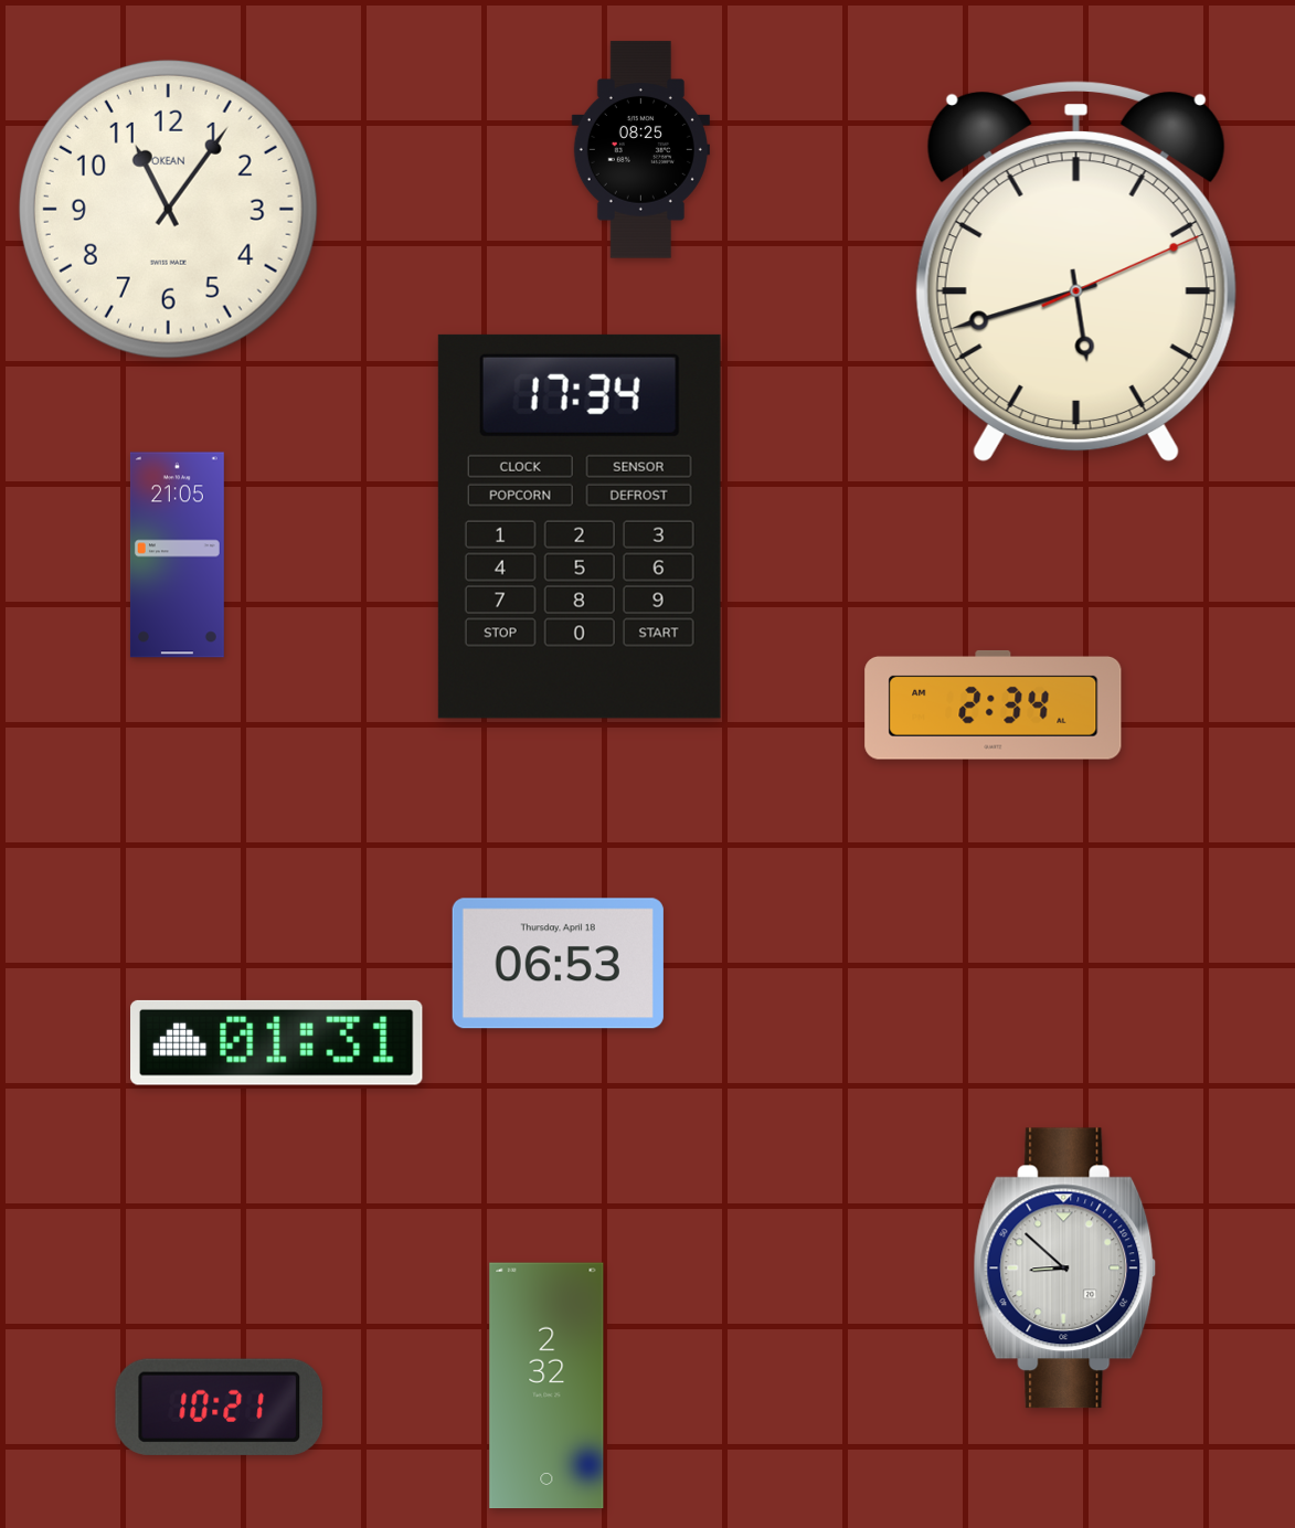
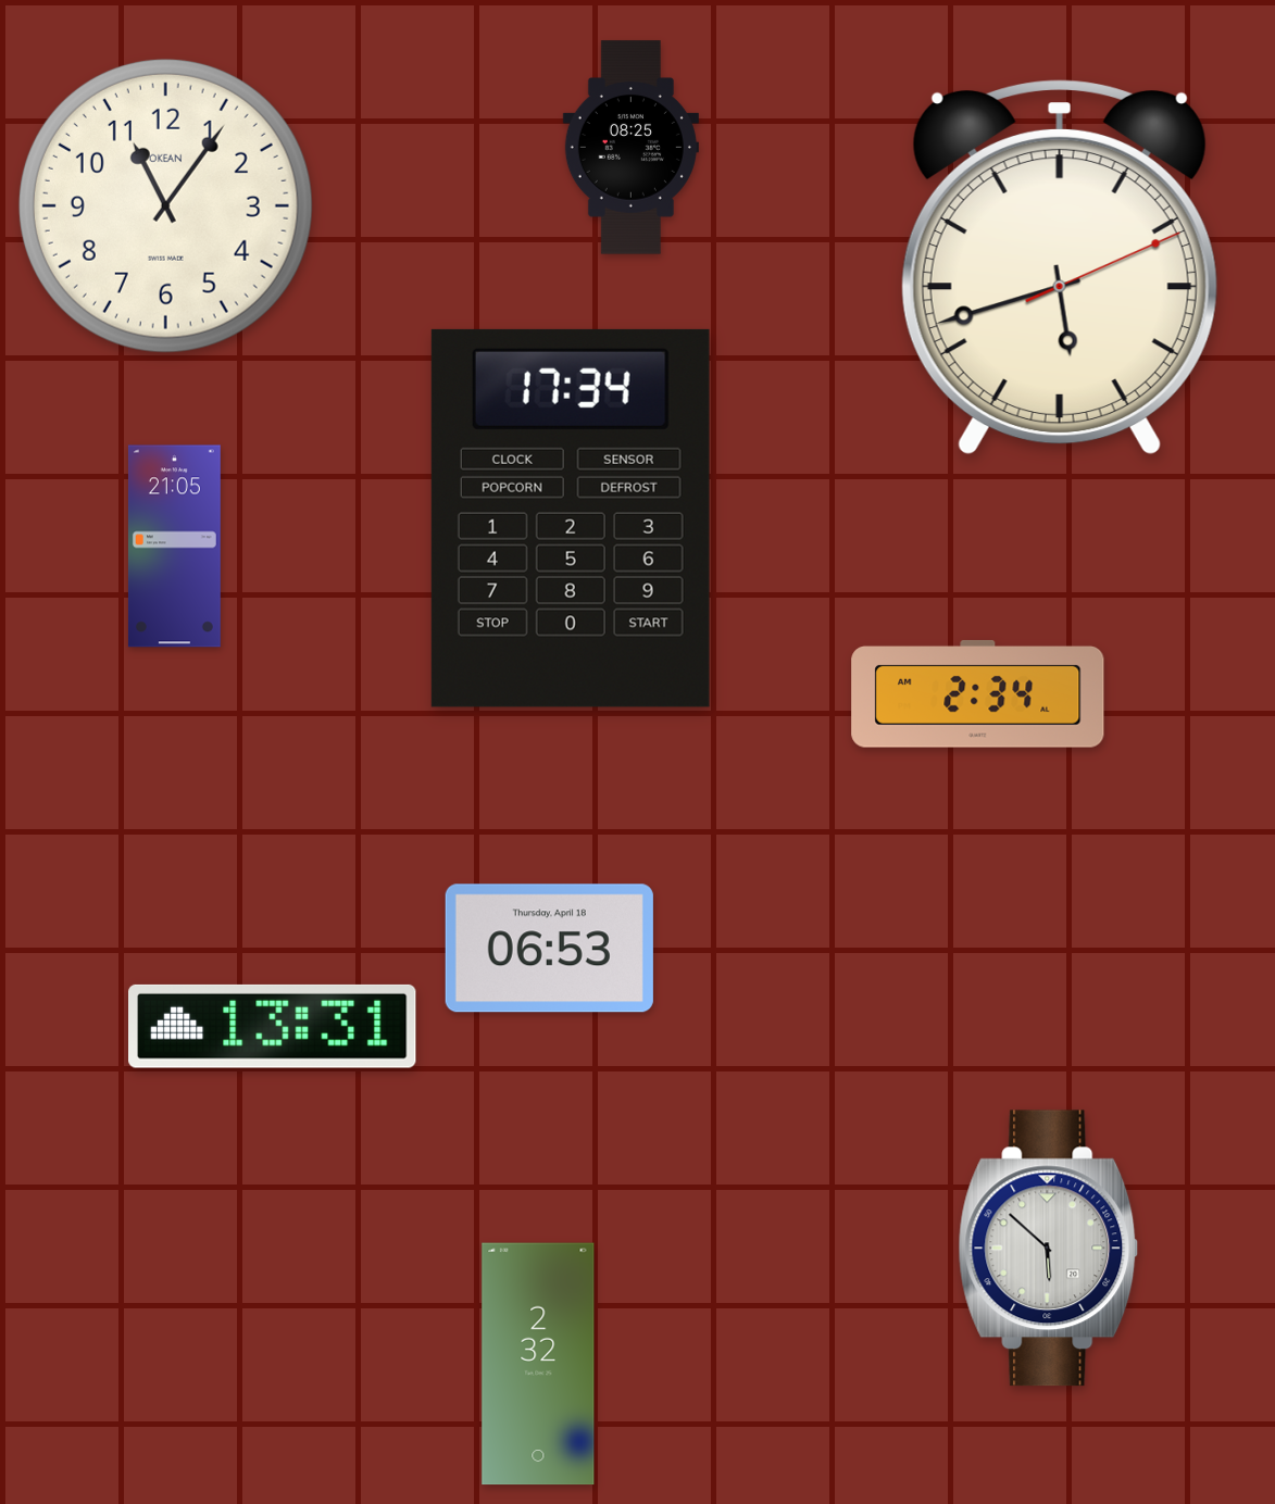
clock at (277, 1042): 01:31 -> 13:31
clock at (1065, 1269): 8:52 -> 5:52
clock at (220, 1407): 10:21 -> none
